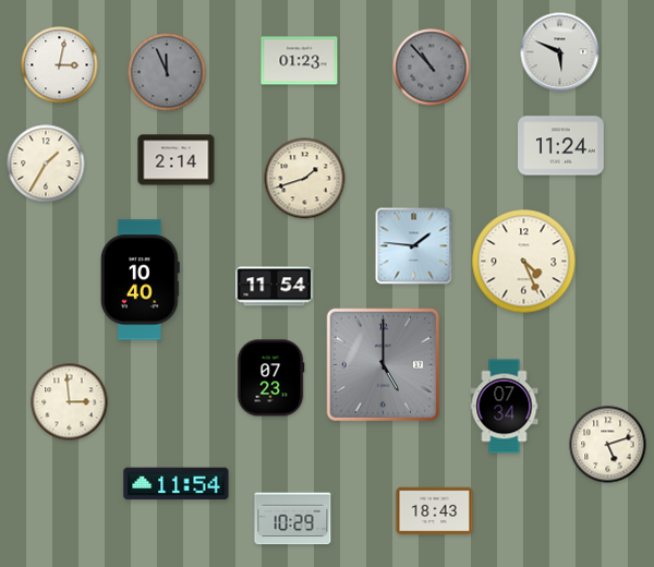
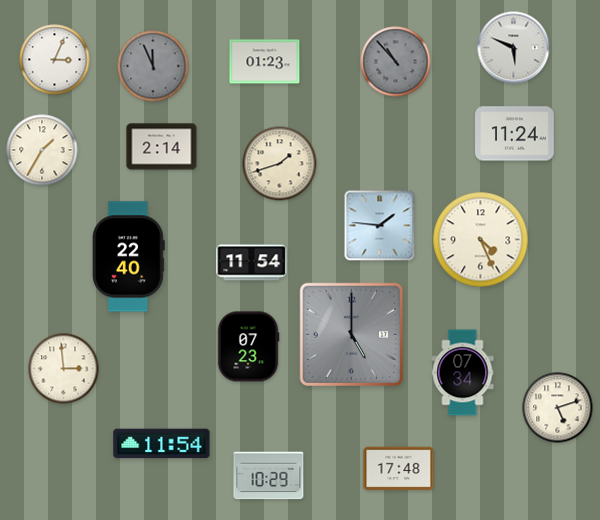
clock at (300, 61) position: (300, 61) -> (265, 62)
clock at (60, 65): 3:02 -> 3:04
clock at (140, 280): 10:40 -> 22:40
clock at (435, 511): 18:43 -> 17:48
